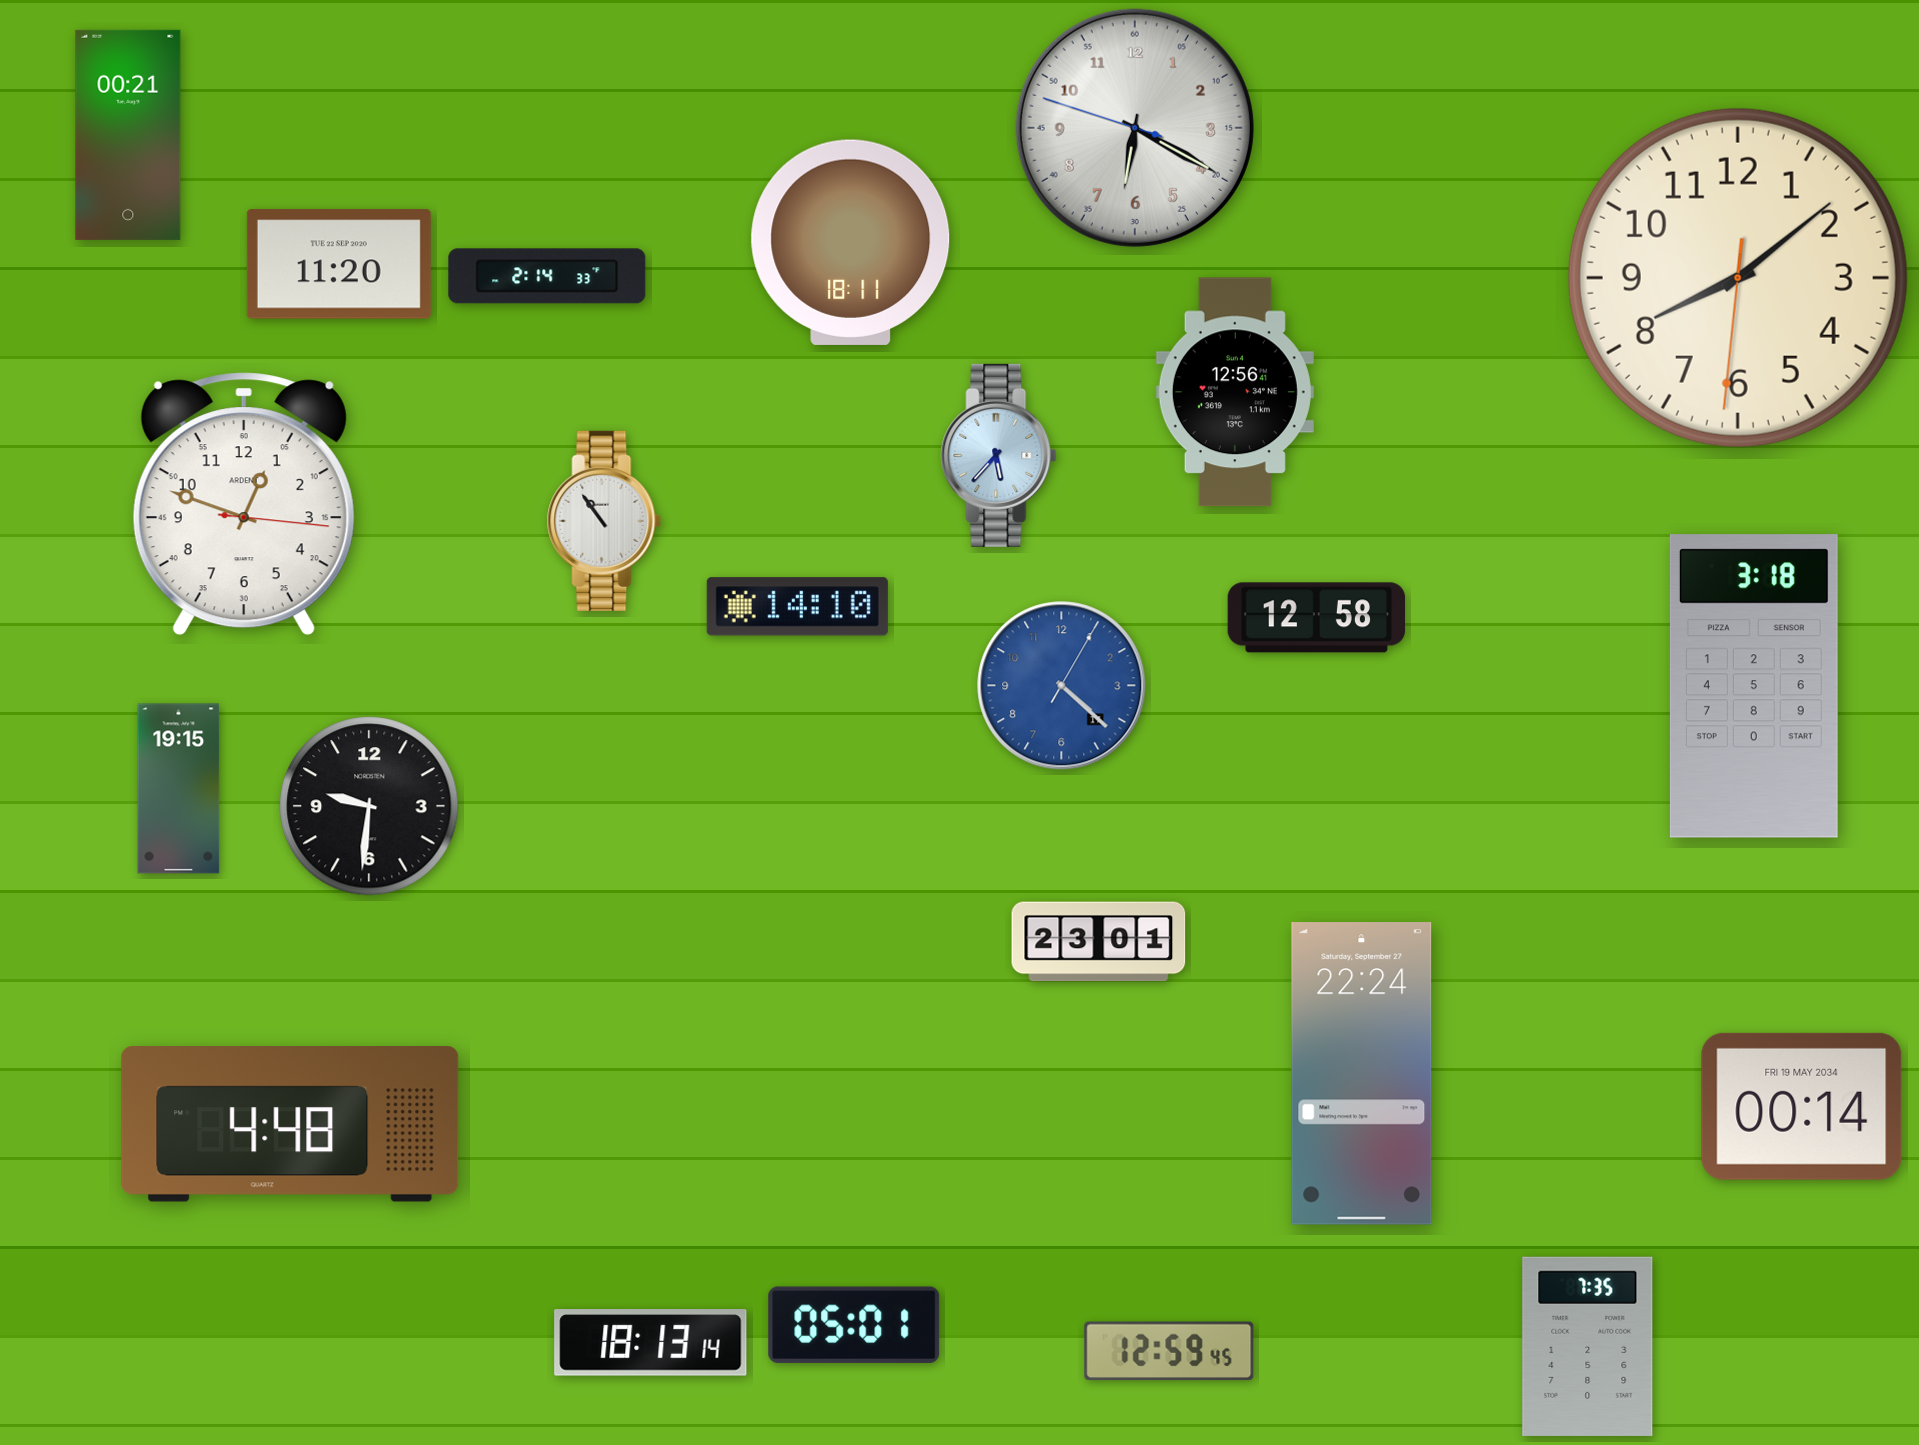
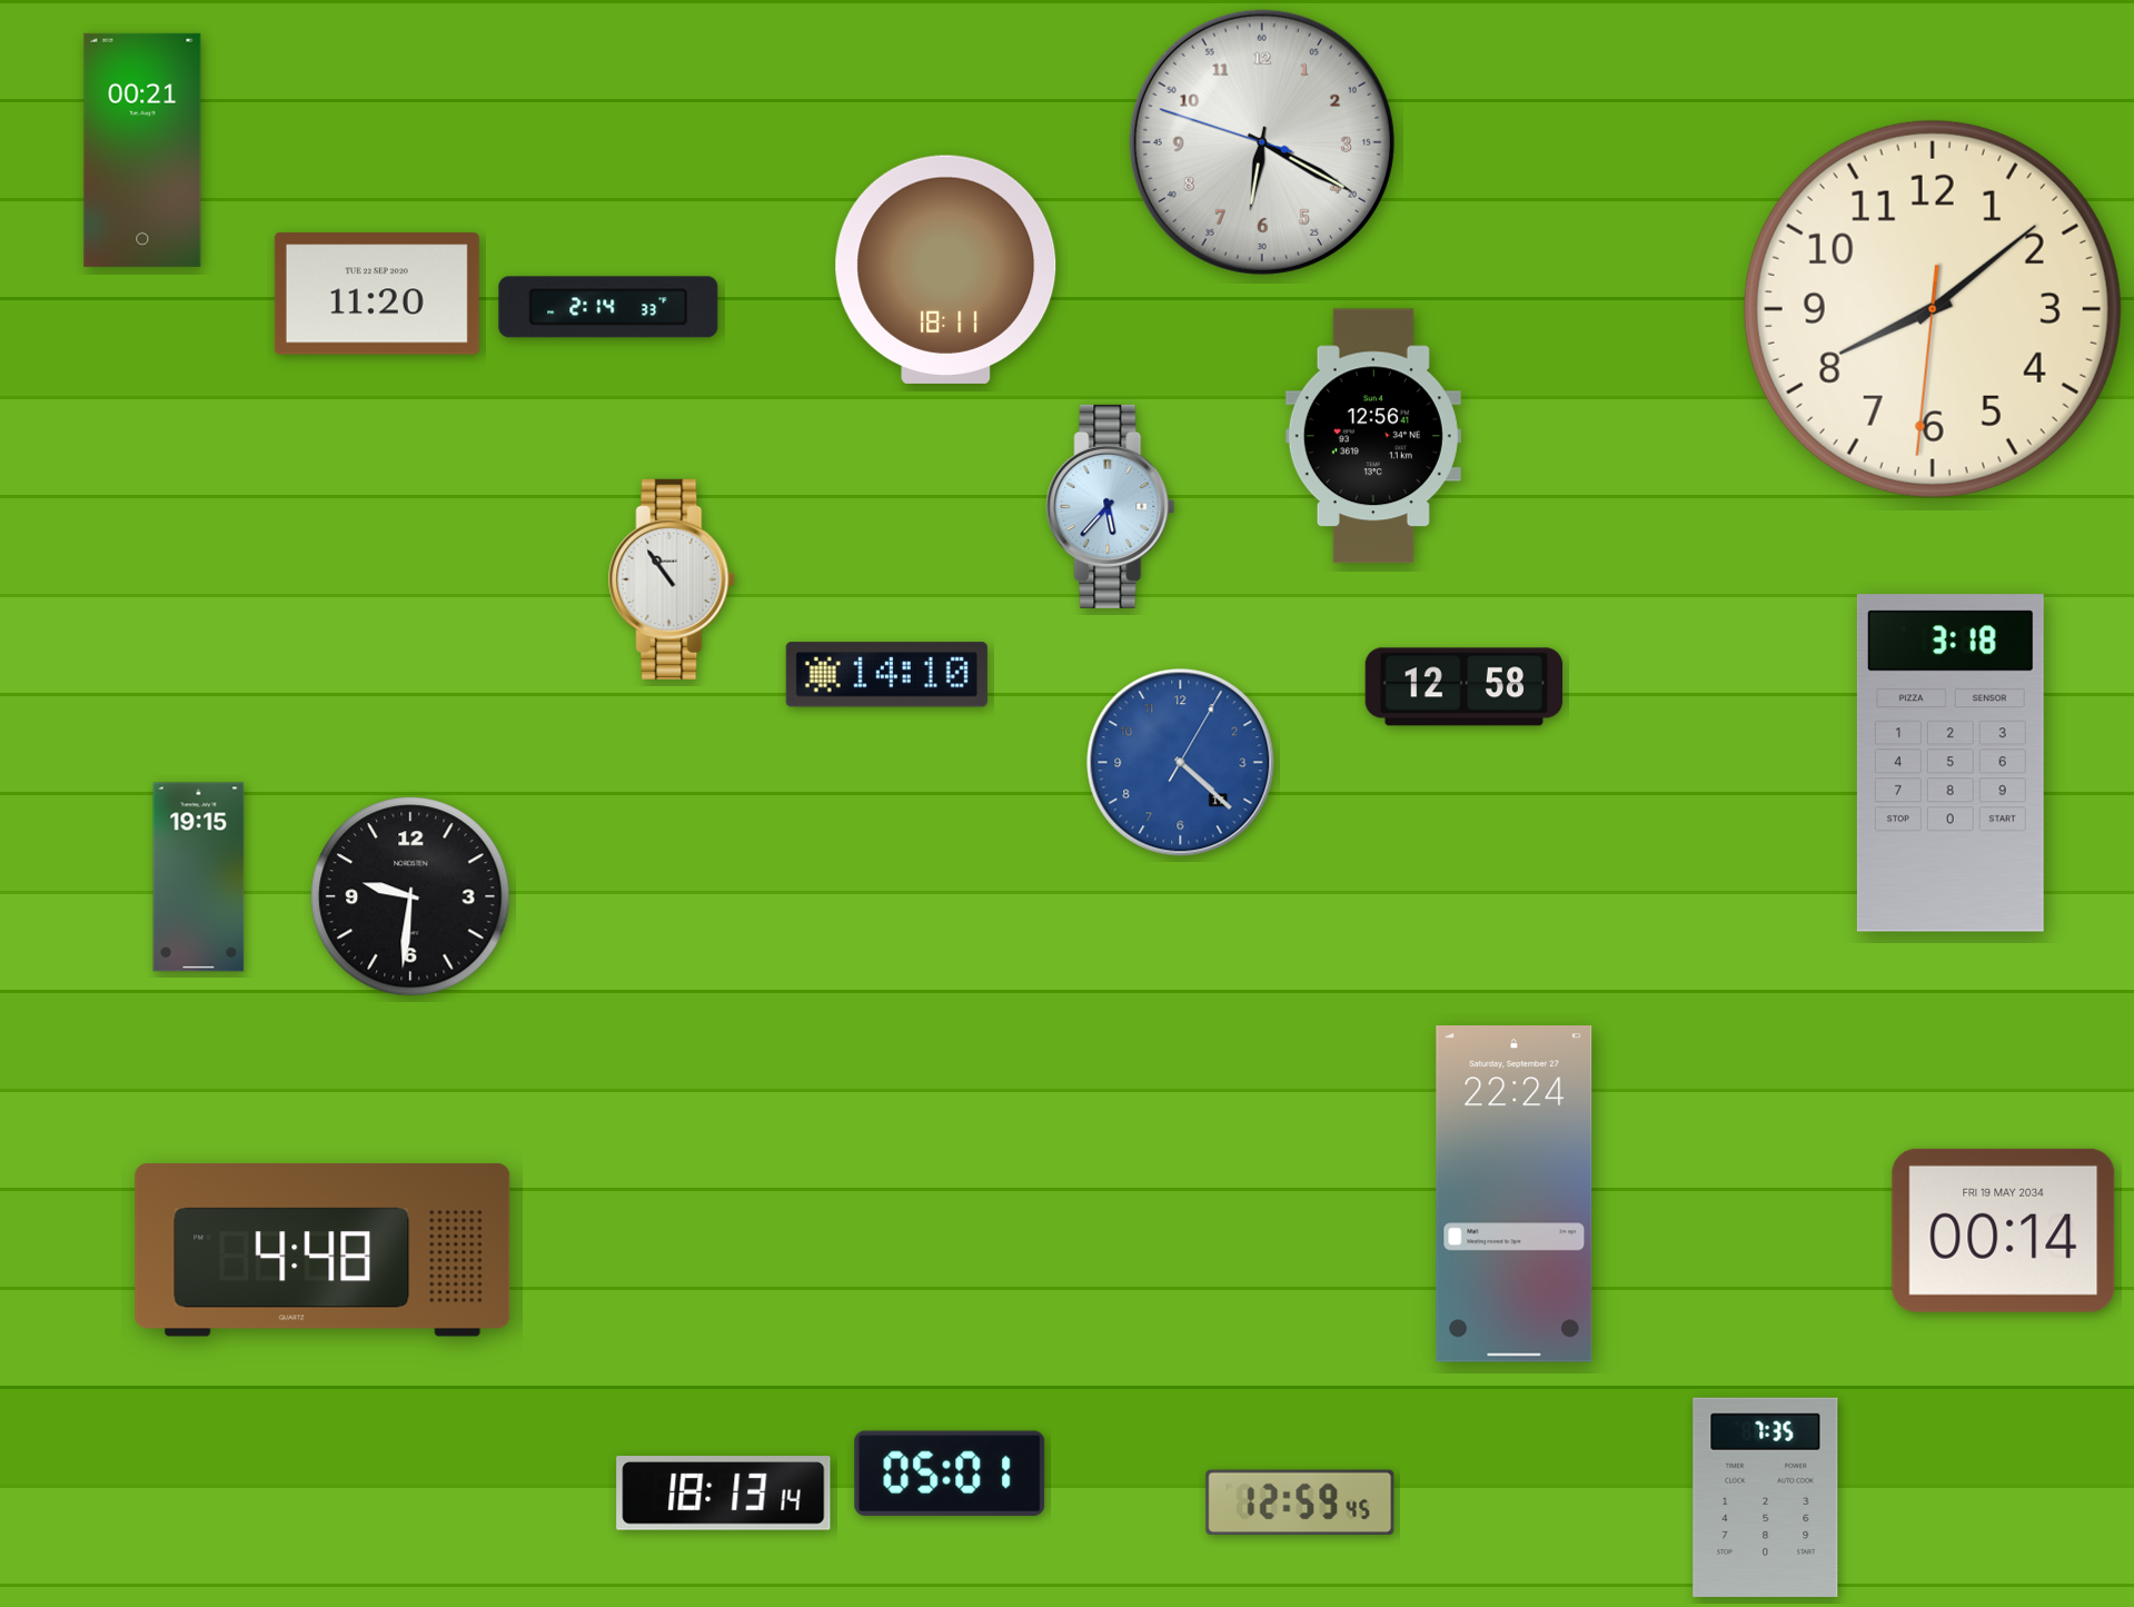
clock at (244, 504): 12:48 -> none
clock at (1099, 942): 23:01 -> none
